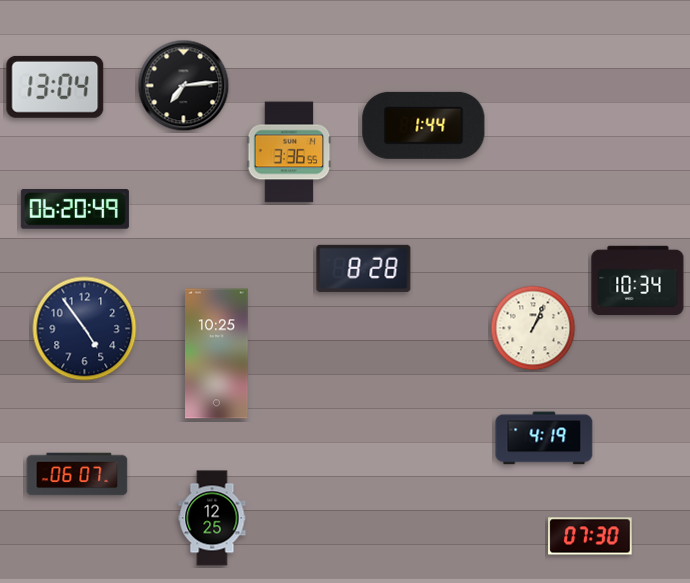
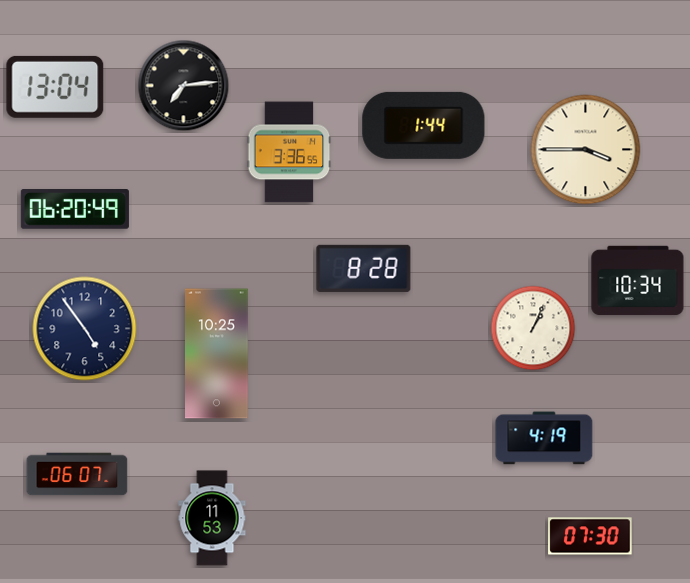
clock at (586, 150): none -> 3:45
clock at (212, 518): 12:25 -> 11:53
